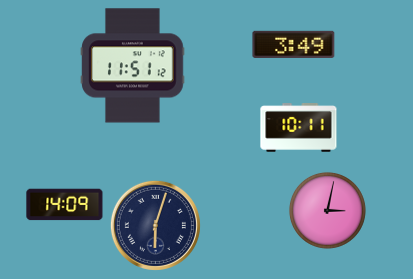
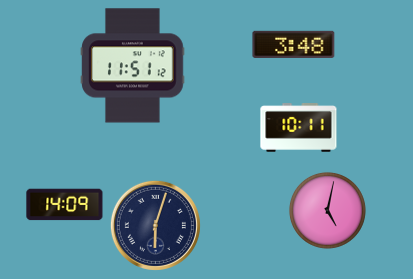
clock at (294, 44): 3:49 -> 3:48
clock at (327, 210): 3:02 -> 5:02
